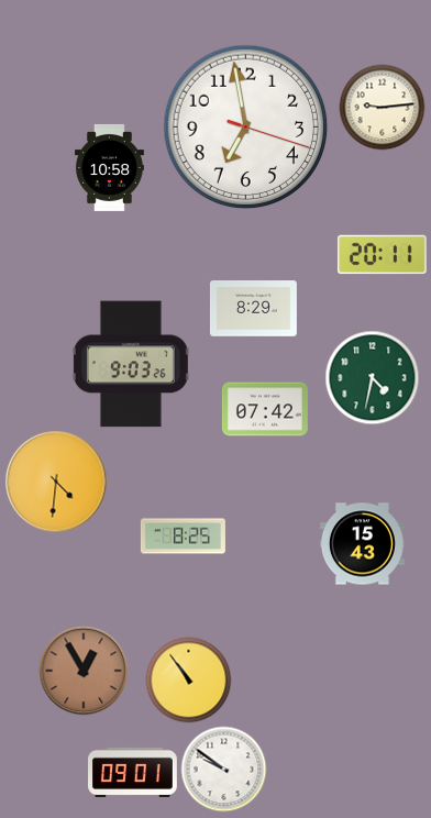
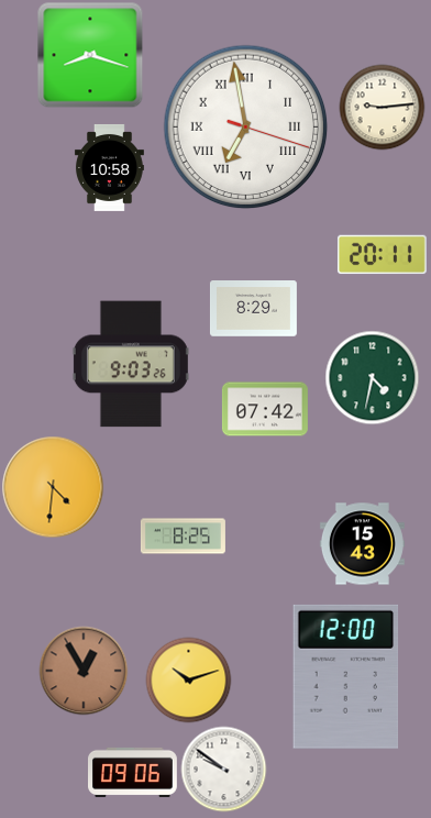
clock at (90, 55): none -> 8:18
clock at (246, 128) numerals: Arabic -> Roman
clock at (56, 482) position: (56, 482) -> (53, 487)
clock at (346, 676): none -> 12:00
clock at (188, 679): 10:54 -> 10:12
clock at (133, 772): 09:01 -> 09:06
